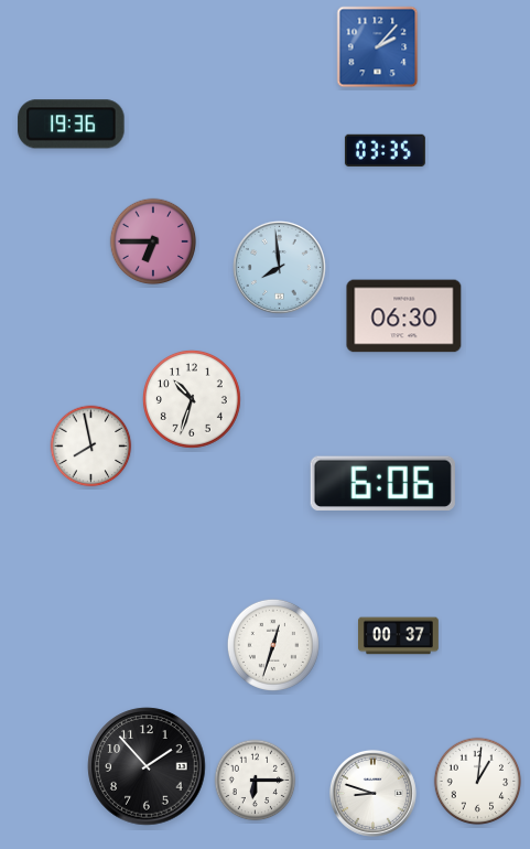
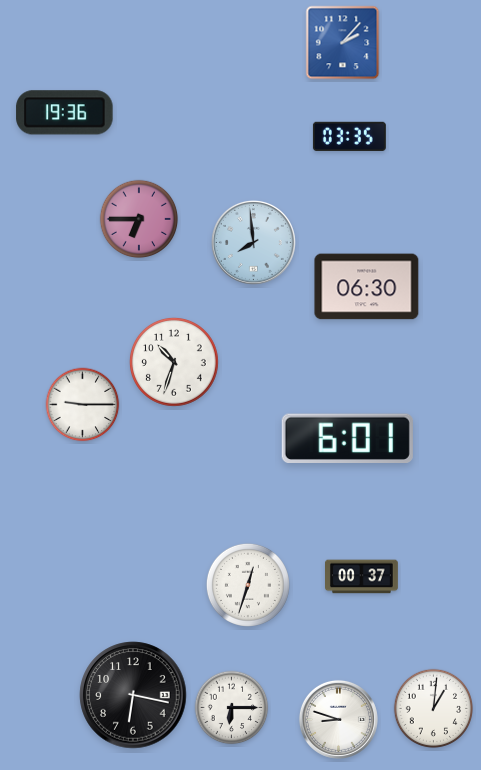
clock at (91, 447): 7:58 -> 9:15
clock at (382, 483): 6:06 -> 6:01
clock at (147, 766): 1:53 -> 6:17
